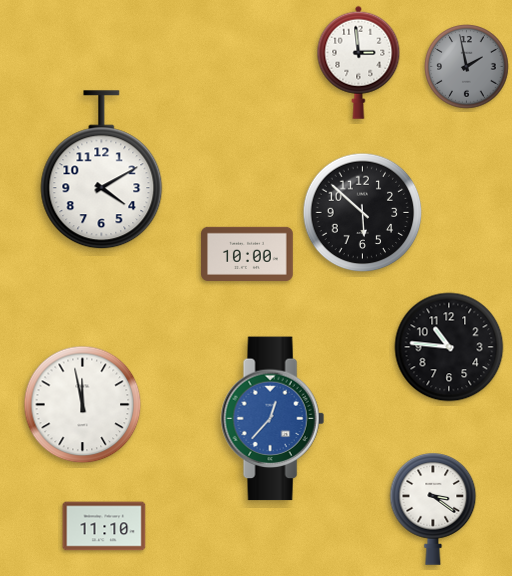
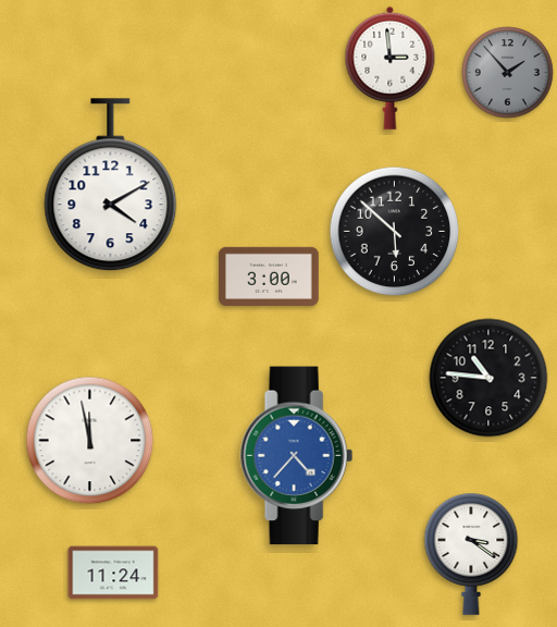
clock at (467, 67): 1:58 -> 1:53
clock at (247, 254): 10:00 -> 3:00
clock at (272, 419): 12:37 -> 4:37
clock at (104, 526): 11:10 -> 11:24
